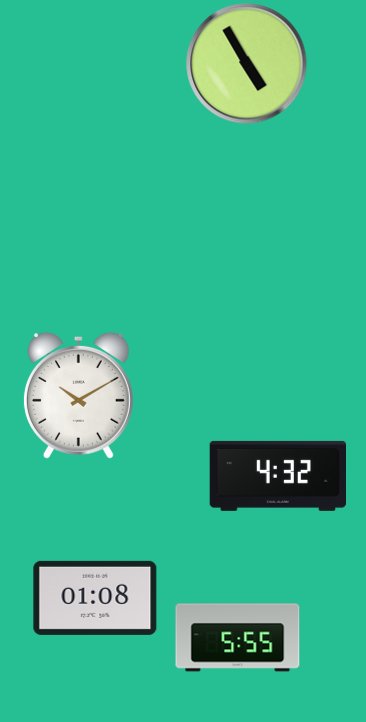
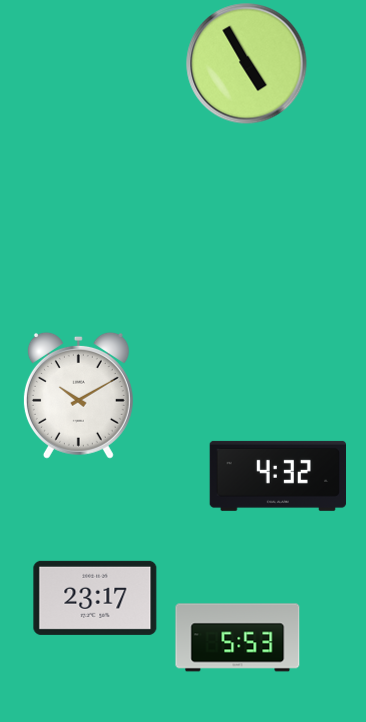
clock at (95, 598): 01:08 -> 23:17
clock at (238, 638): 5:55 -> 5:53
